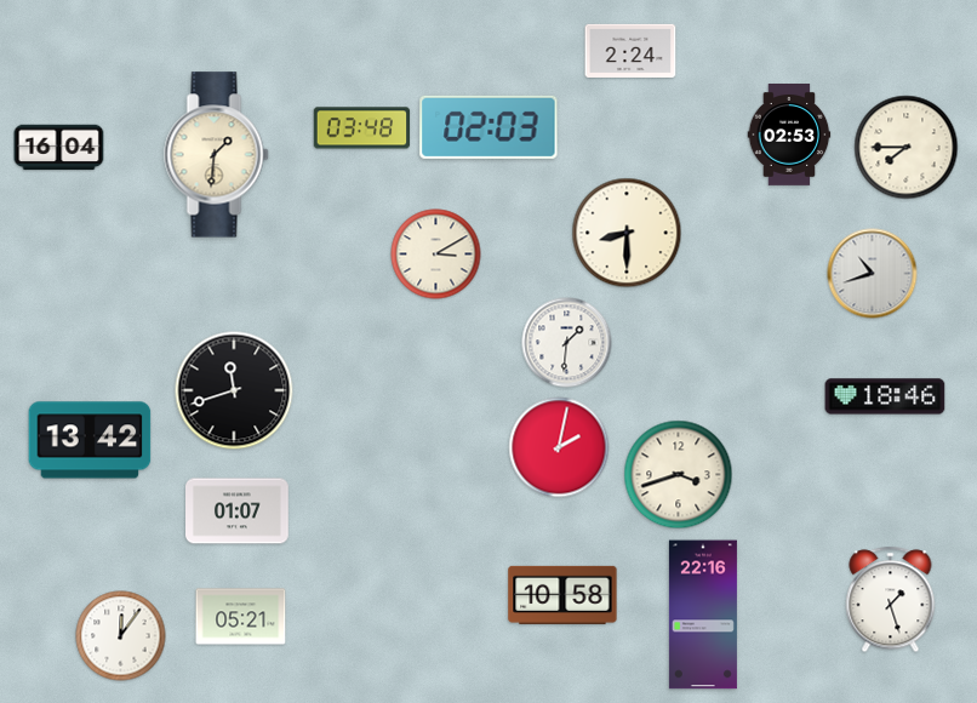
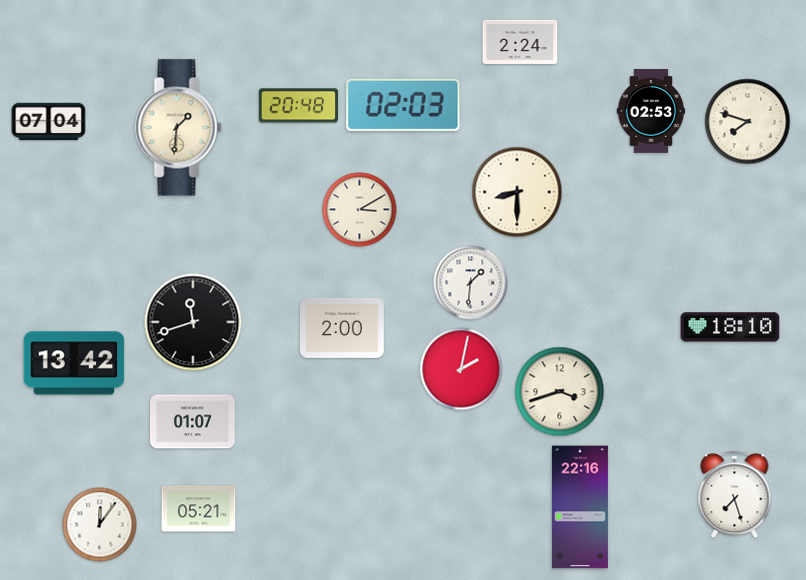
clock at (362, 128): 03:48 -> 20:48
clock at (59, 148): 16:04 -> 07:04
clock at (907, 148): 7:45 -> 7:48
clock at (873, 274): 10:42 -> none
clock at (567, 343) position: (567, 343) -> (471, 283)
clock at (885, 396): 18:46 -> 18:10
clock at (342, 328): none -> 2:00
clock at (238, 511) position: (238, 511) -> (193, 422)
clock at (562, 595): 10:58 -> none
clock at (891, 600): 1:27 -> 7:27
